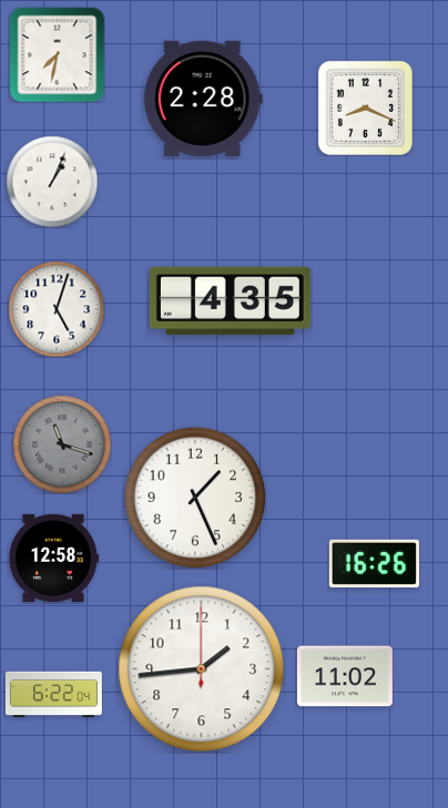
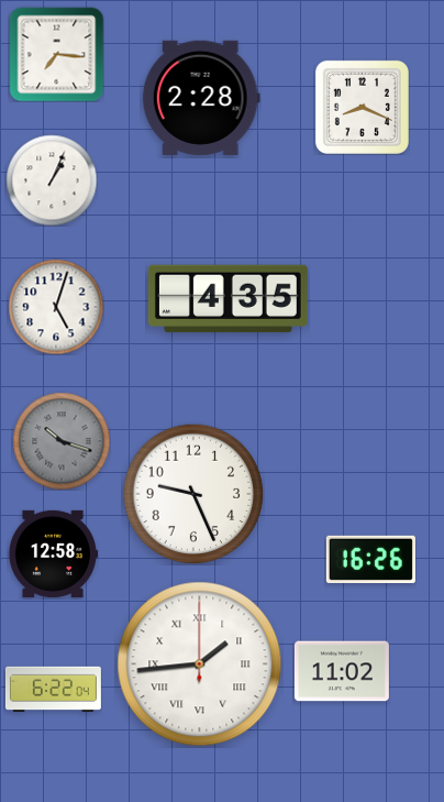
clock at (57, 54): 7:32 -> 7:16
clock at (62, 444): 11:18 -> 10:18
clock at (195, 498): 1:26 -> 9:26
clock at (202, 669) numerals: Arabic -> Roman
